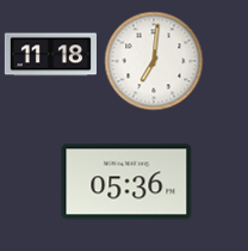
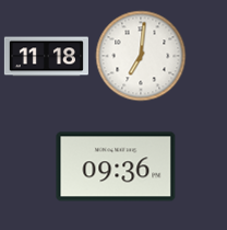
clock at (50, 55) position: (50, 55) -> (46, 57)
clock at (126, 182): 05:36 -> 09:36
